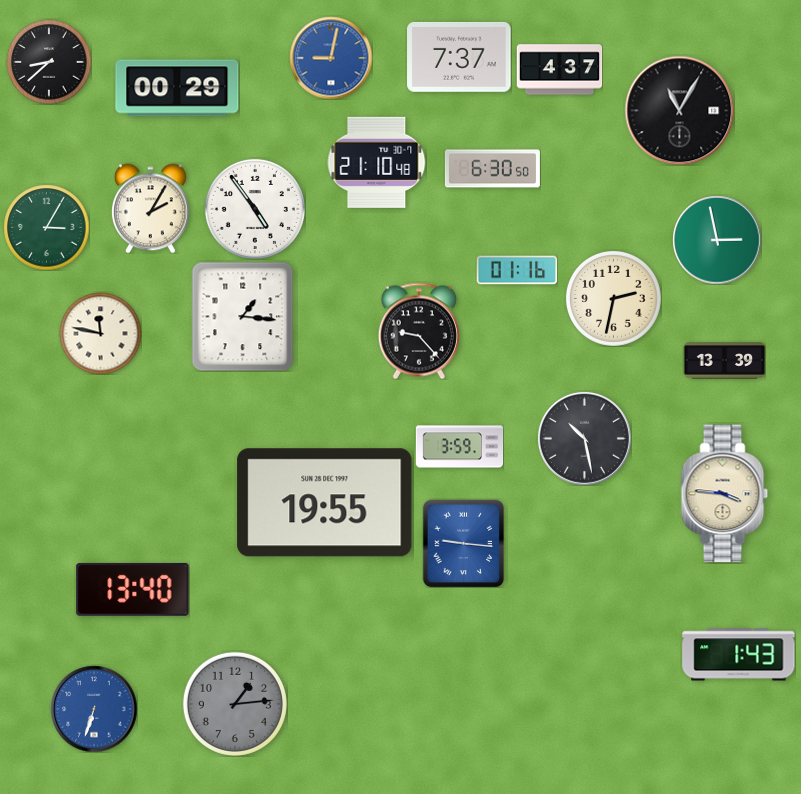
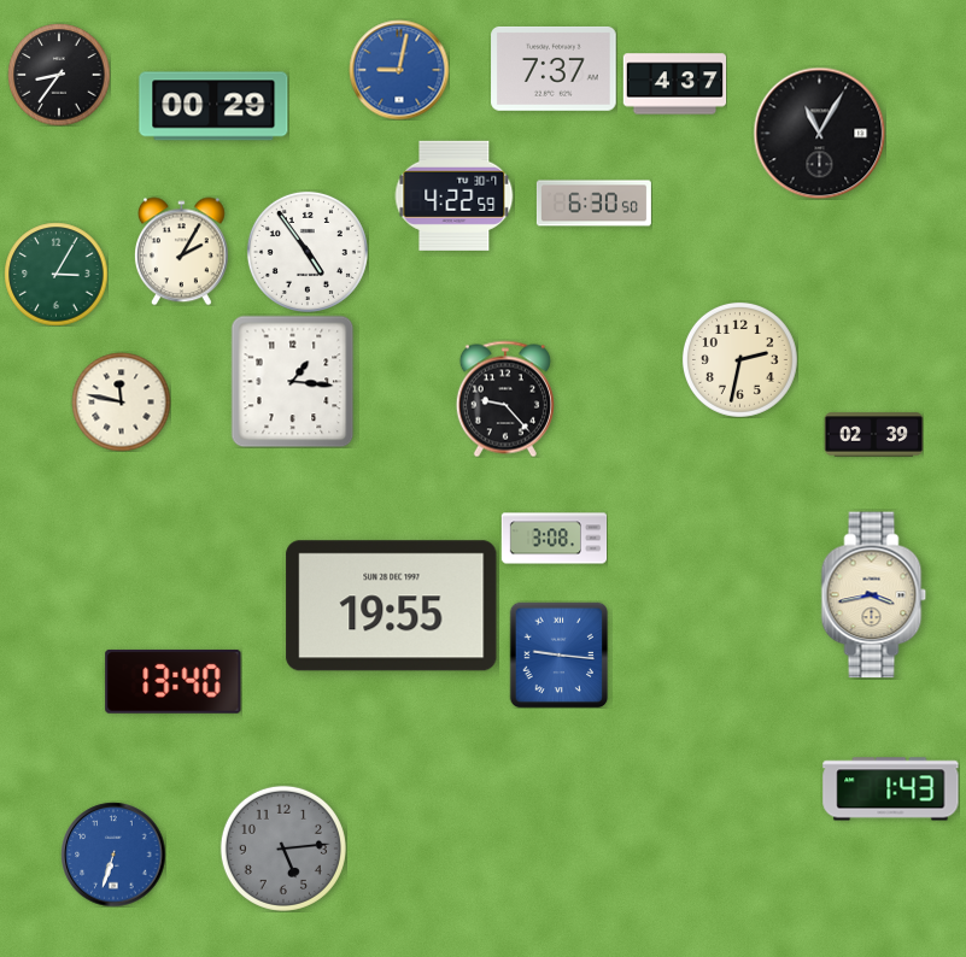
clock at (49, 62): 8:38 -> 8:36
clock at (376, 162): 21:10 -> 4:22
clock at (717, 240): 2:58 -> none
clock at (517, 270): 01:16 -> none
clock at (724, 361): 13:39 -> 02:39
clock at (584, 438): 10:28 -> none
clock at (459, 447): 3:59 -> 3:08
clock at (725, 494): 3:46 -> 3:43
clock at (133, 589) position: (133, 589) -> (174, 681)
clock at (235, 704): 1:14 -> 5:14
